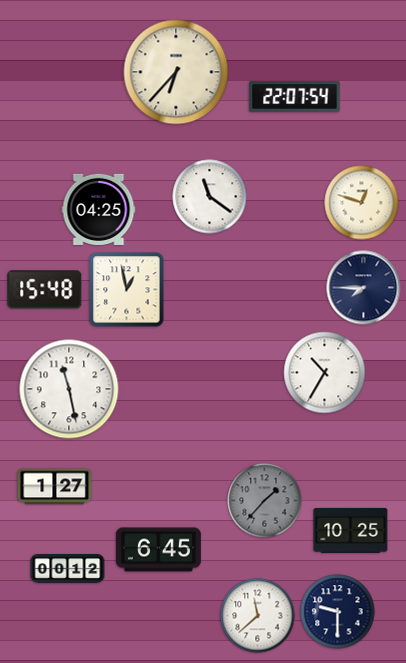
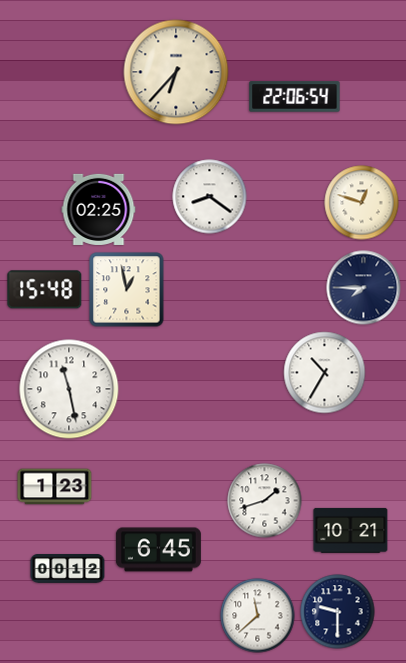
clock at (295, 97): 22:07 -> 22:06
clock at (210, 197): 11:21 -> 8:21
clock at (99, 209): 04:25 -> 02:25
clock at (55, 487): 1:27 -> 1:23
clock at (265, 501): 1:37 -> 1:42
clock at (265, 501) dial: grey -> white
clock at (351, 530): 10:25 -> 10:21
